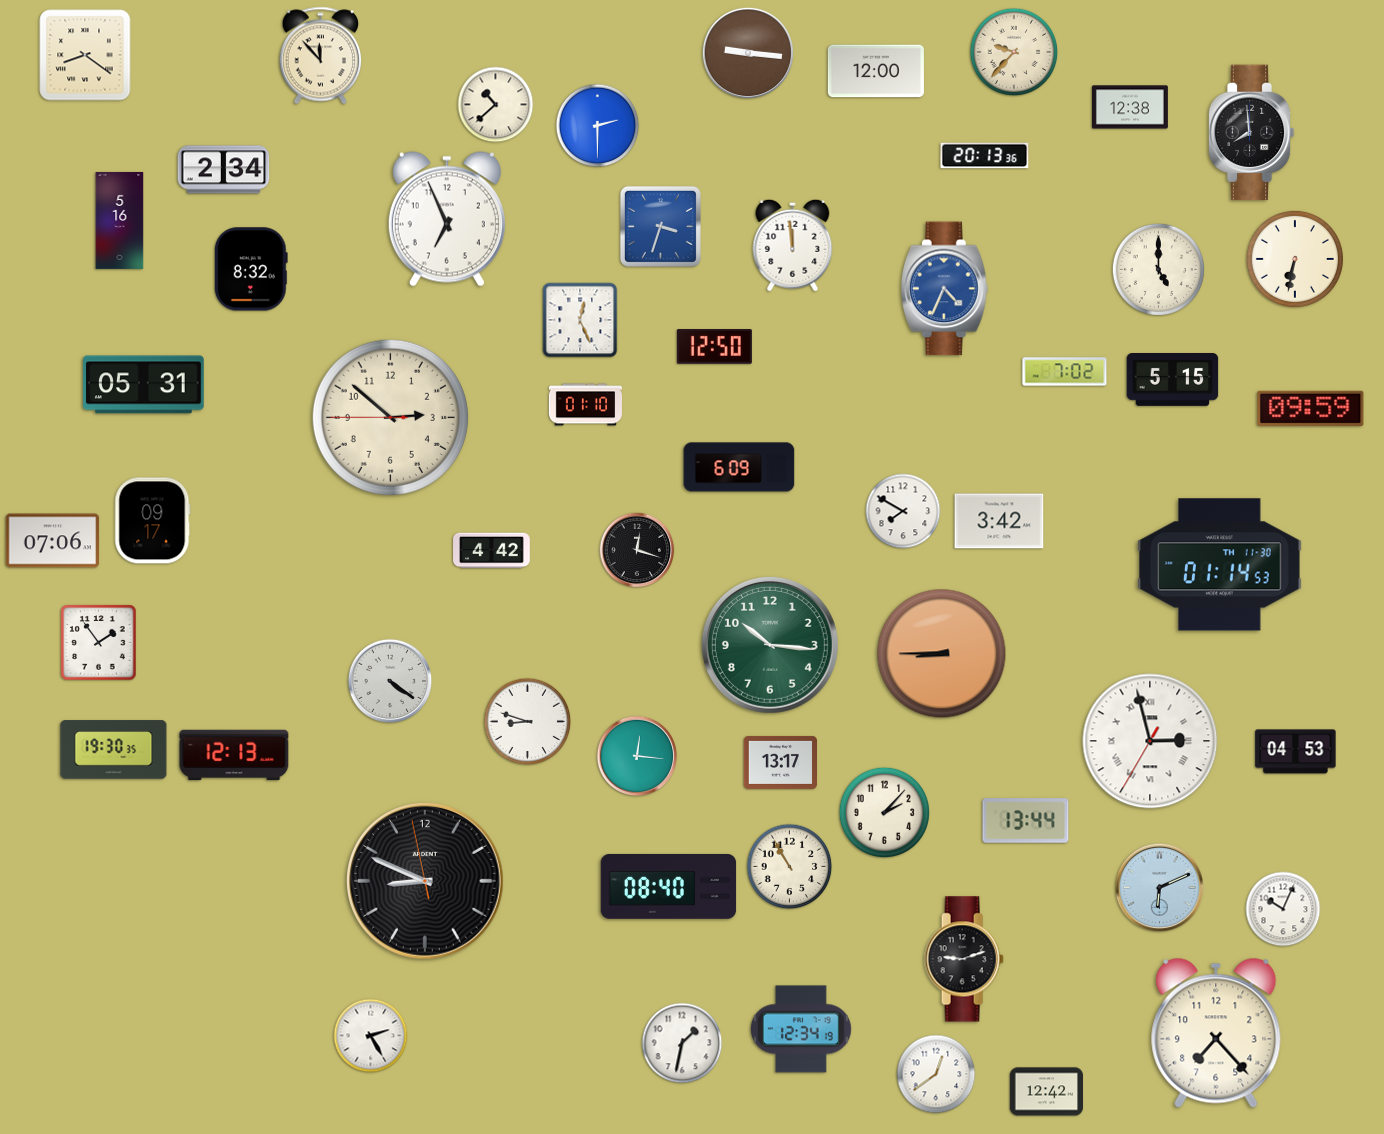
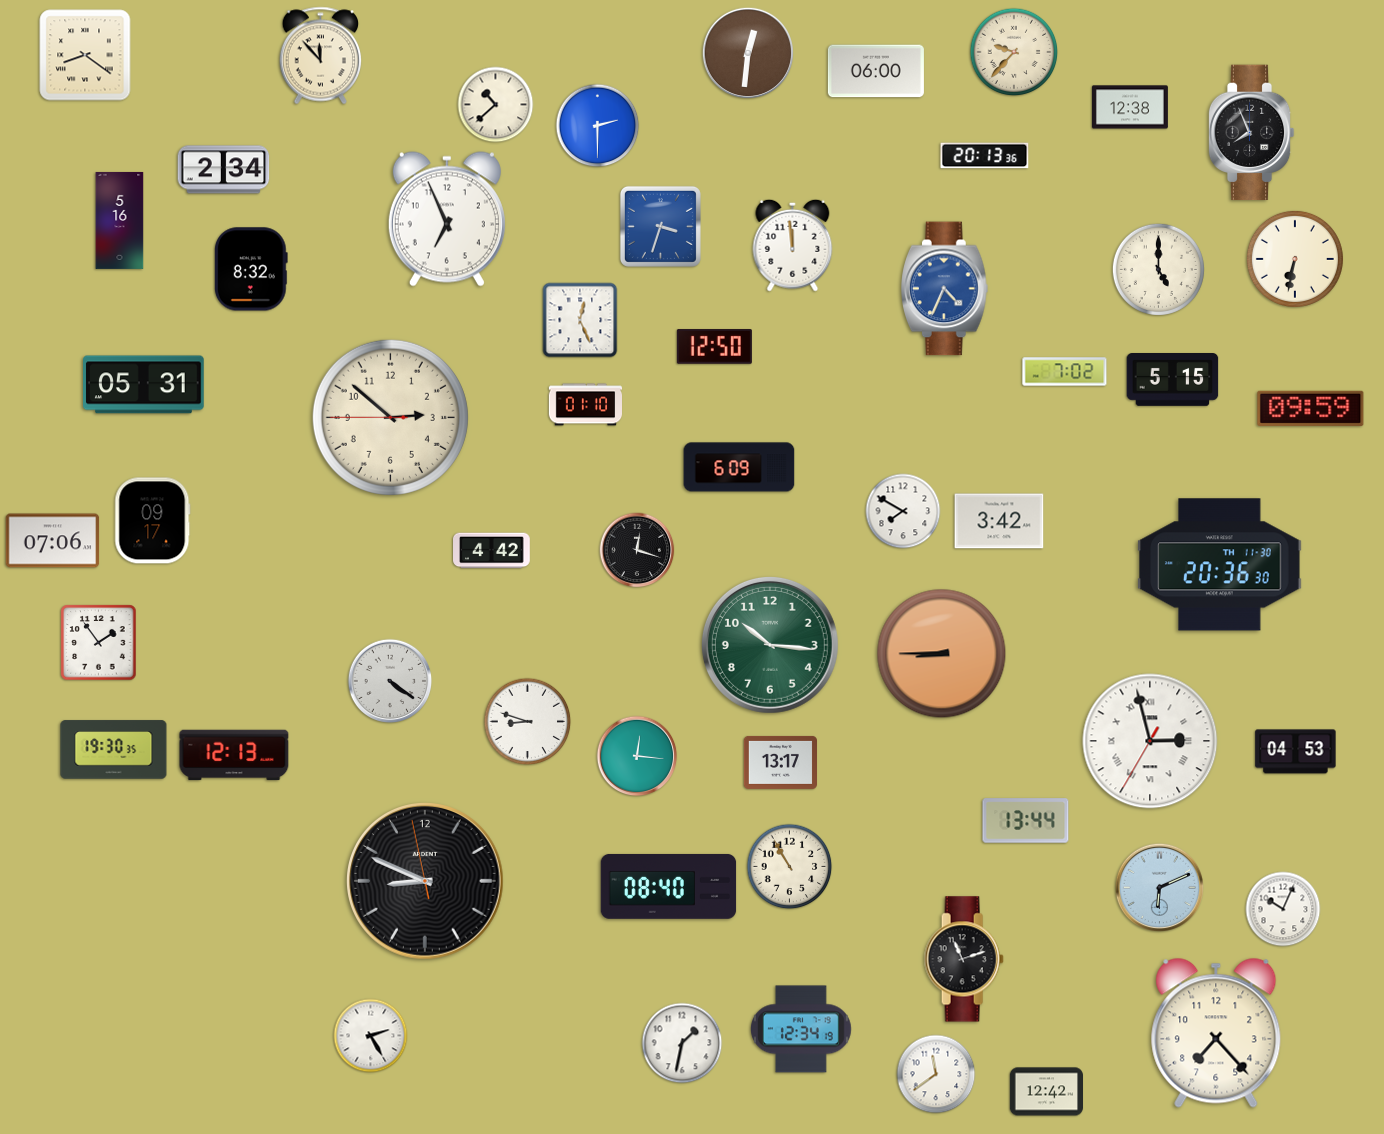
clock at (747, 52): 9:16 -> 12:31
clock at (876, 71): 12:00 -> 06:00
clock at (1251, 133): 7:59 -> 7:56
clock at (1220, 565): 01:14 -> 20:36
clock at (884, 812): 2:07 -> none
clock at (964, 959): 9:12 -> 11:12
clock at (936, 1074): 12:39 -> 11:39
